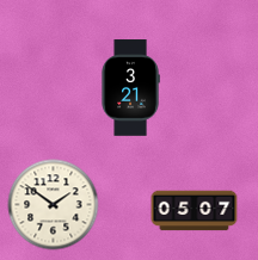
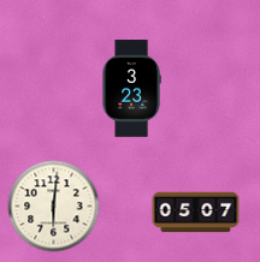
clock at (130, 88): 3:21 -> 3:23
clock at (54, 205): 1:51 -> 6:01
